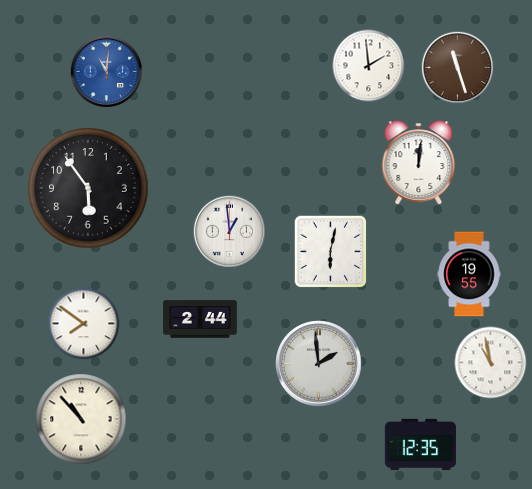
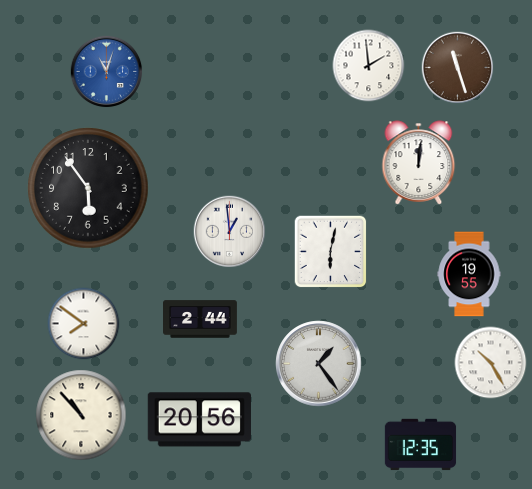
clock at (107, 72): 11:01 -> 11:03
clock at (491, 363): 10:58 -> 10:25
clock at (319, 364): 1:59 -> 1:24
clock at (81, 419) position: (81, 419) -> (81, 415)
clock at (199, 420): none -> 20:56
